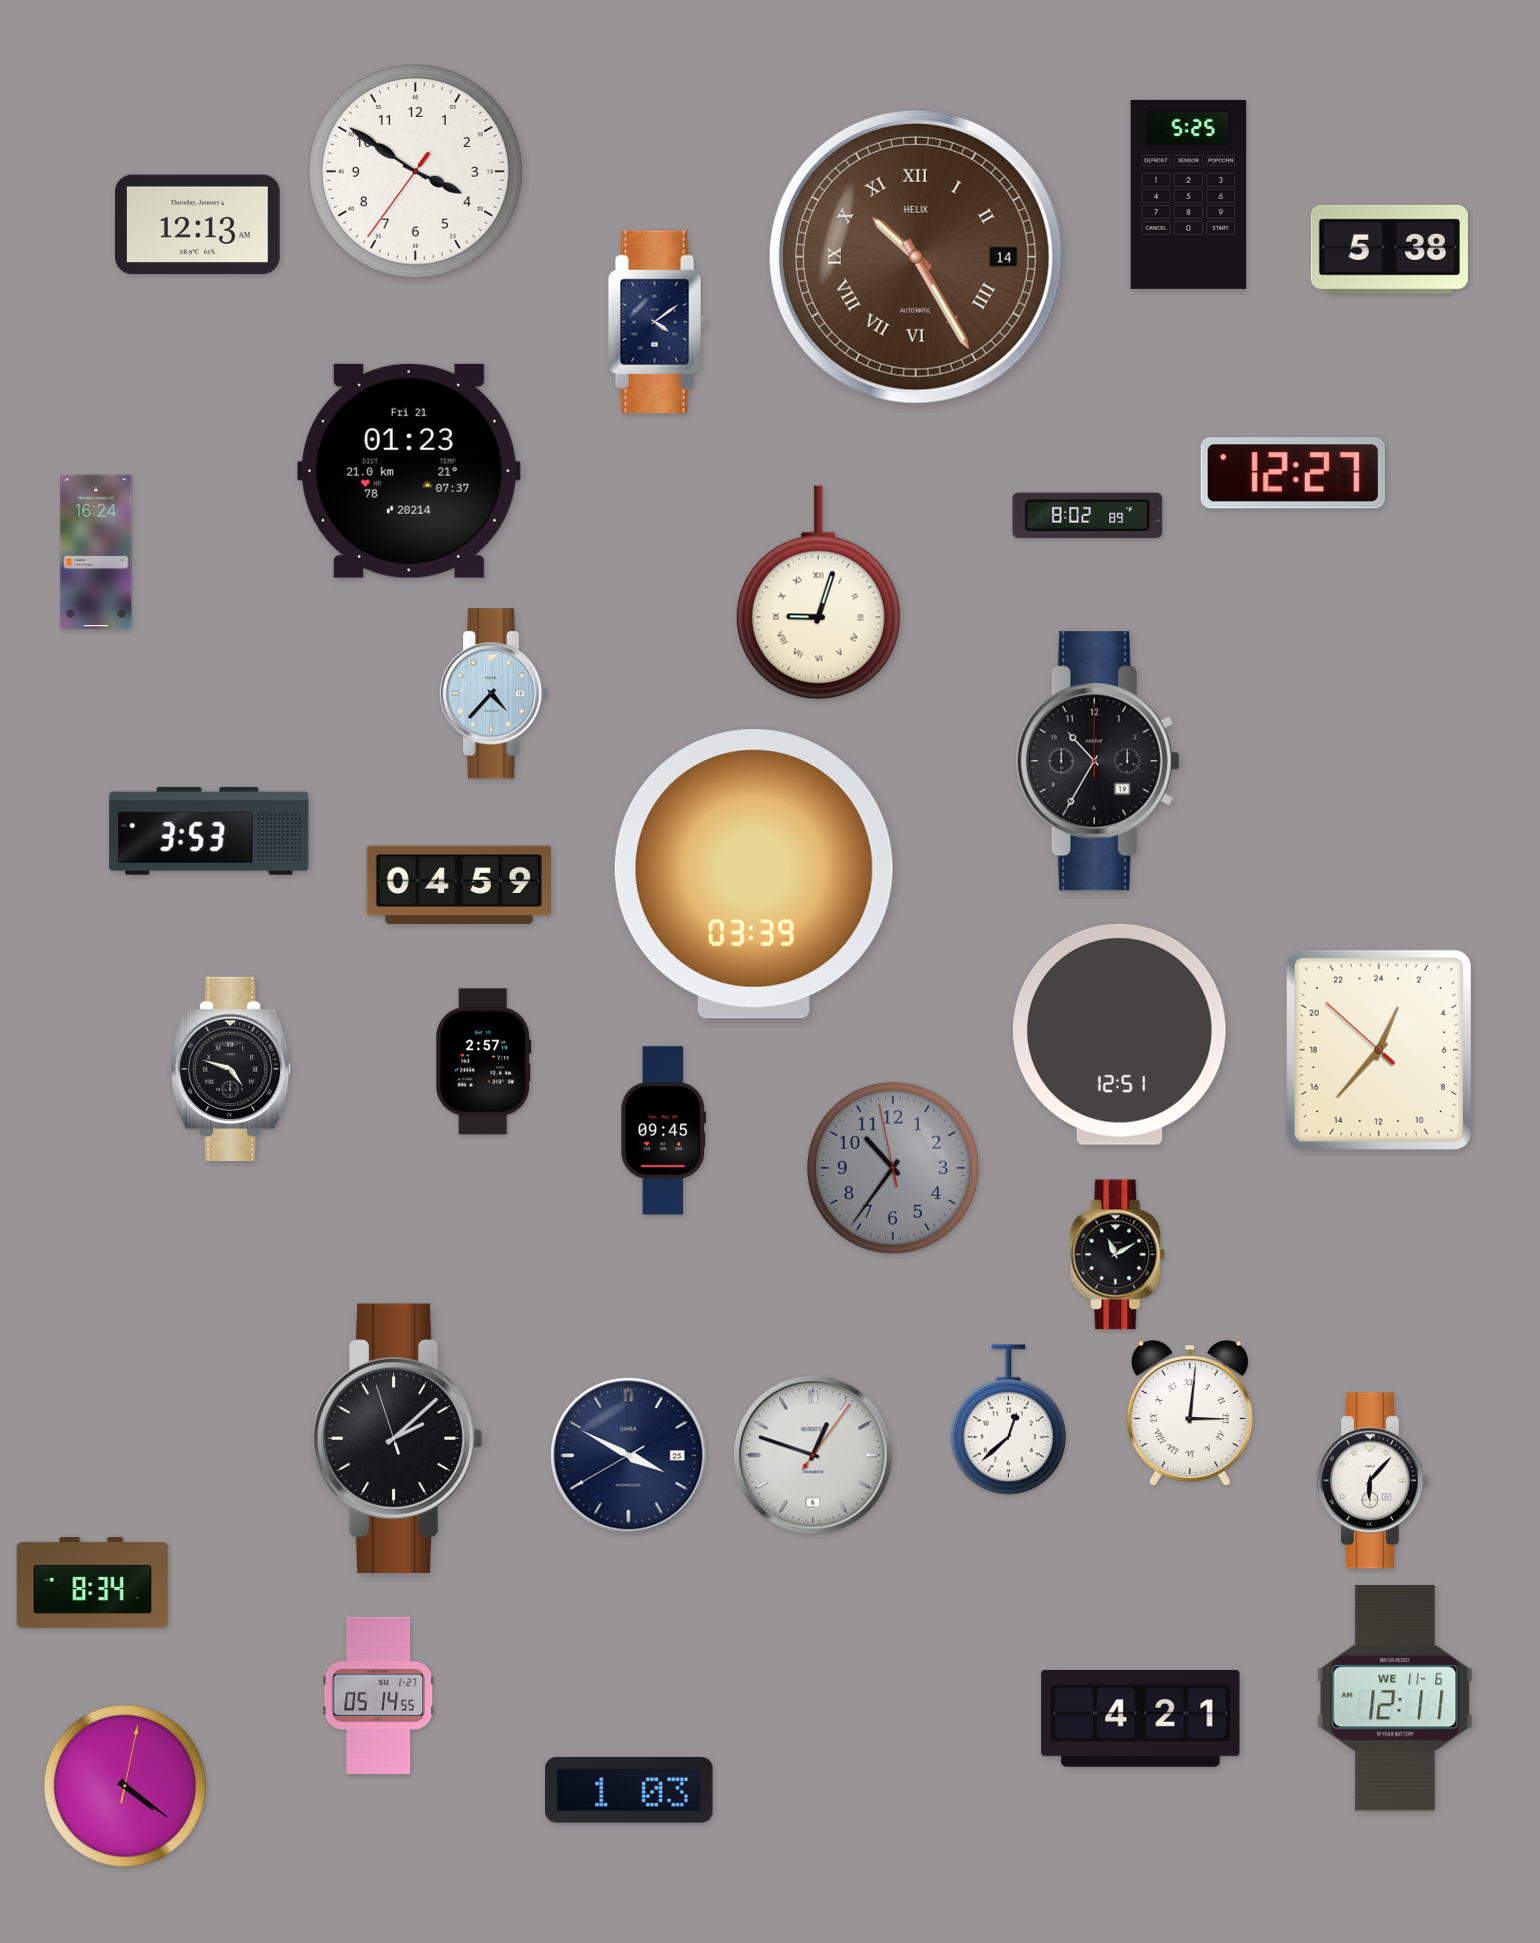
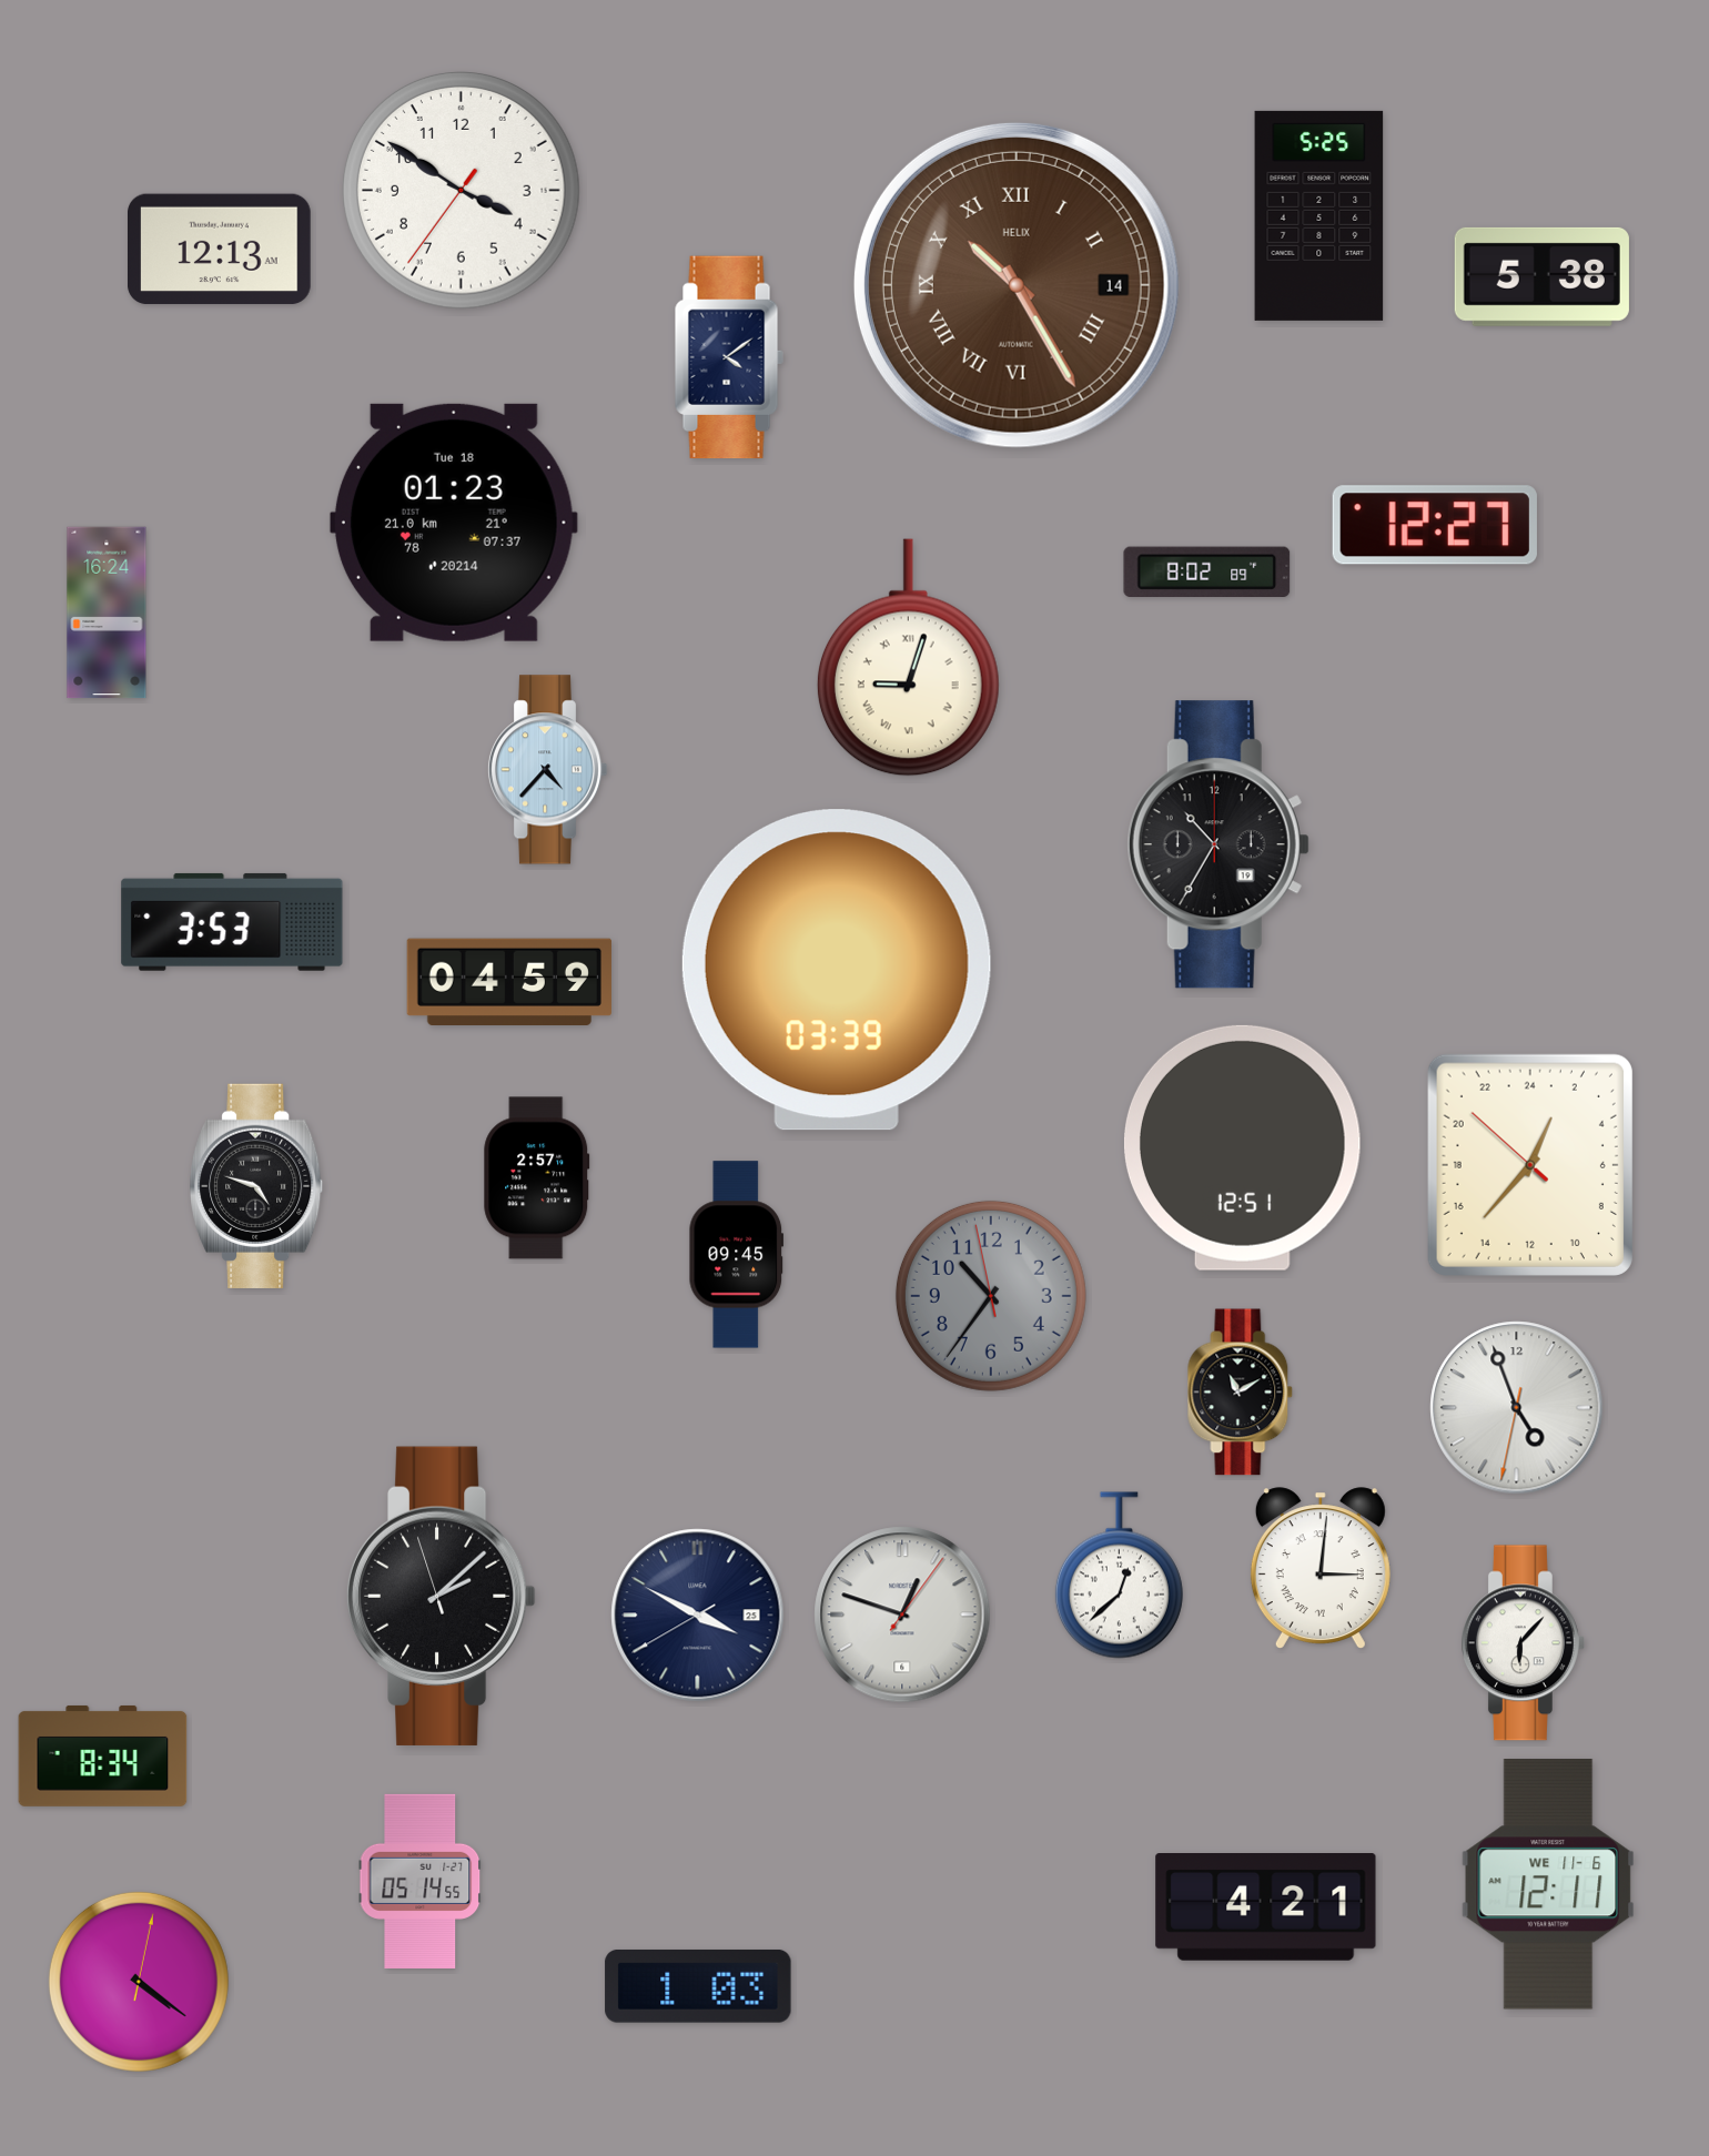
clock at (409, 471) date: Fri 21 -> Tue 18
clock at (1517, 1408): none -> 4:56
